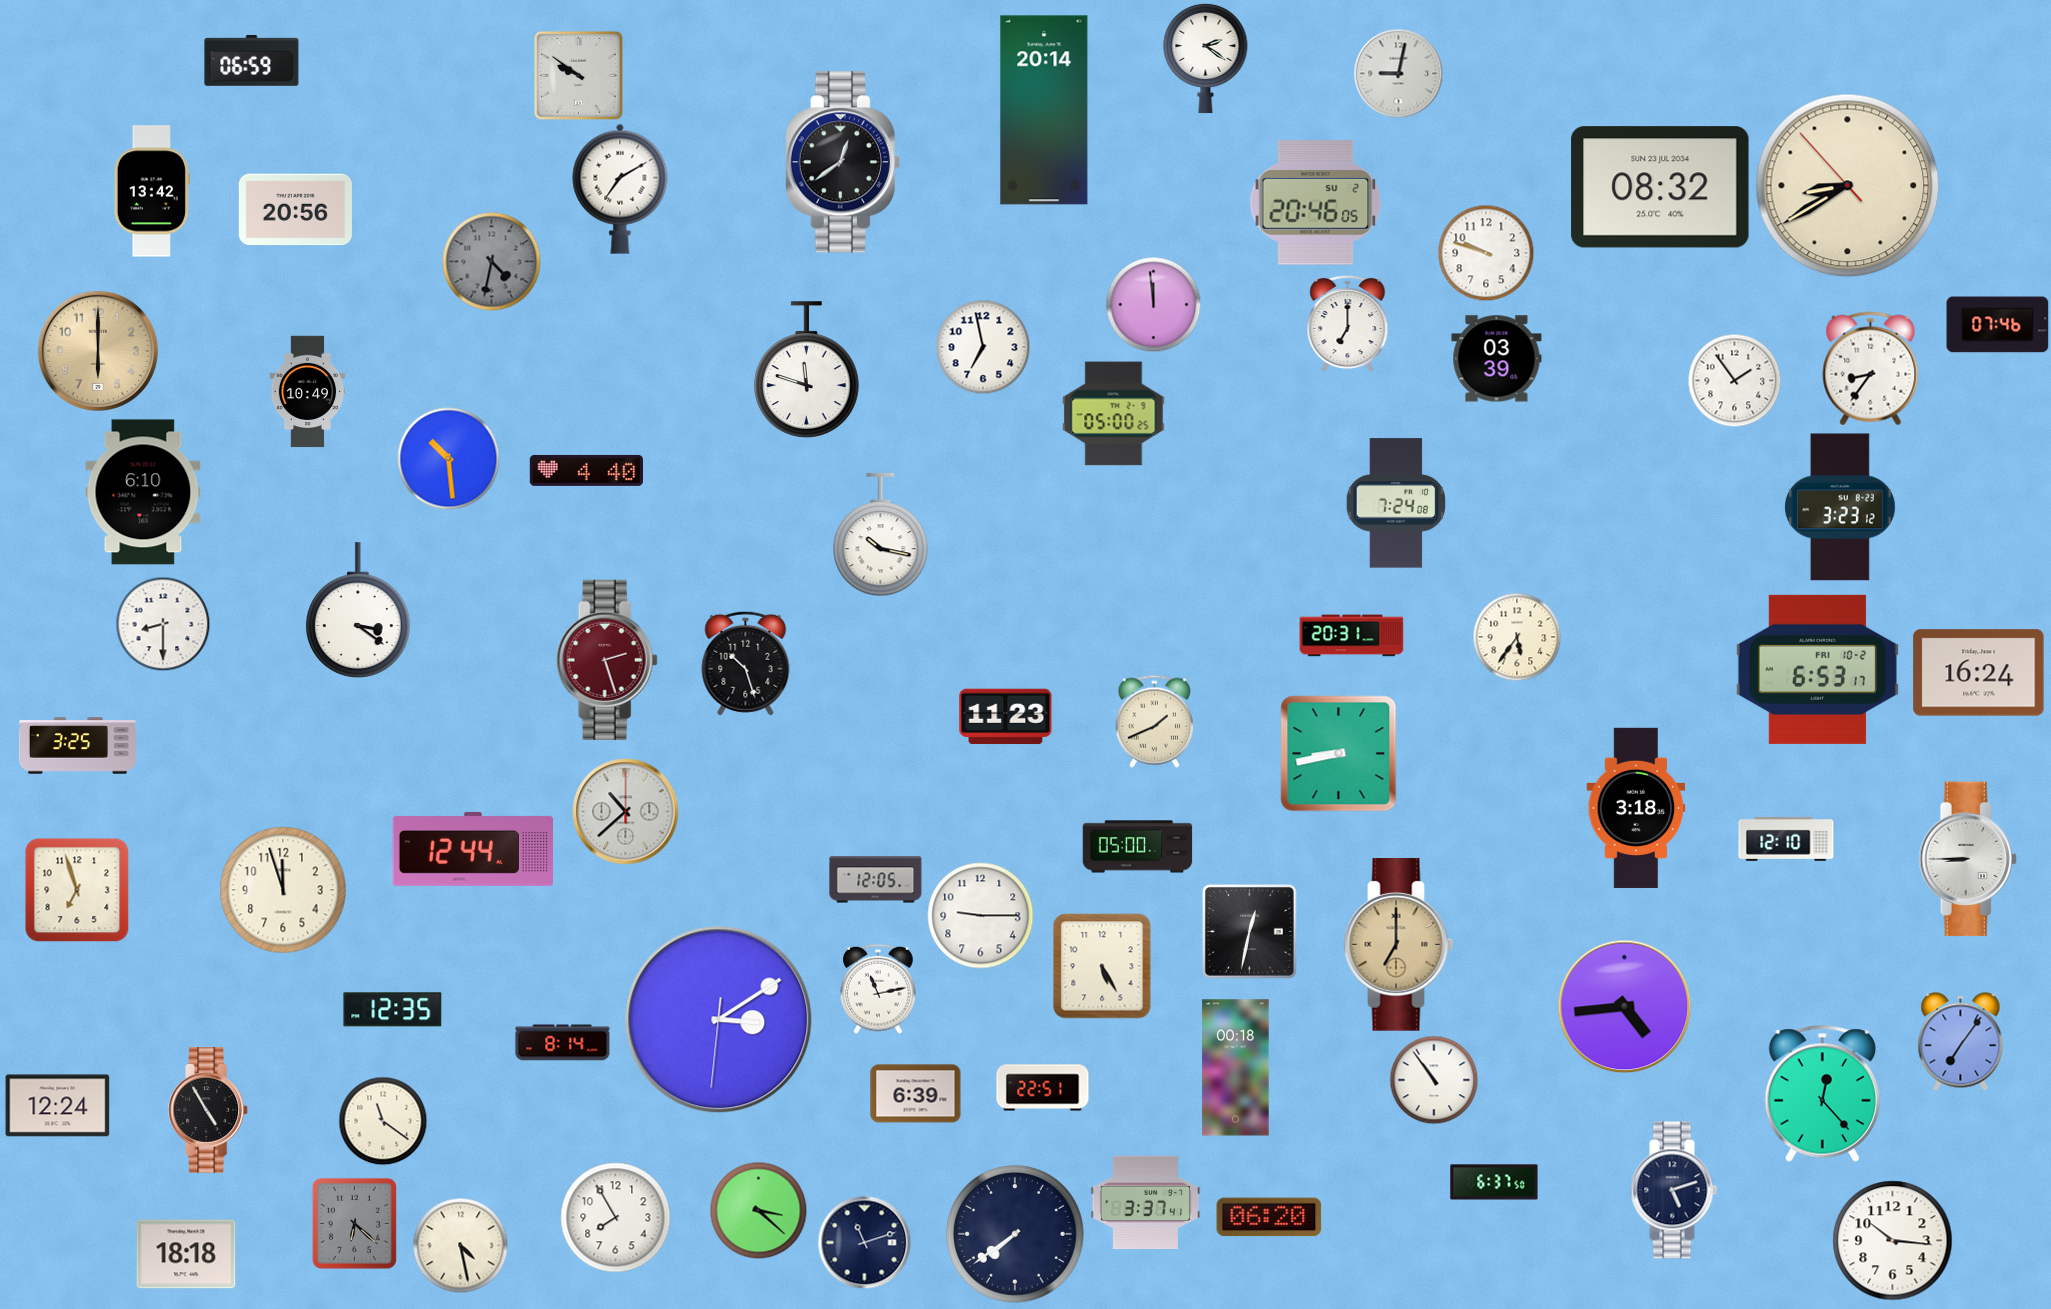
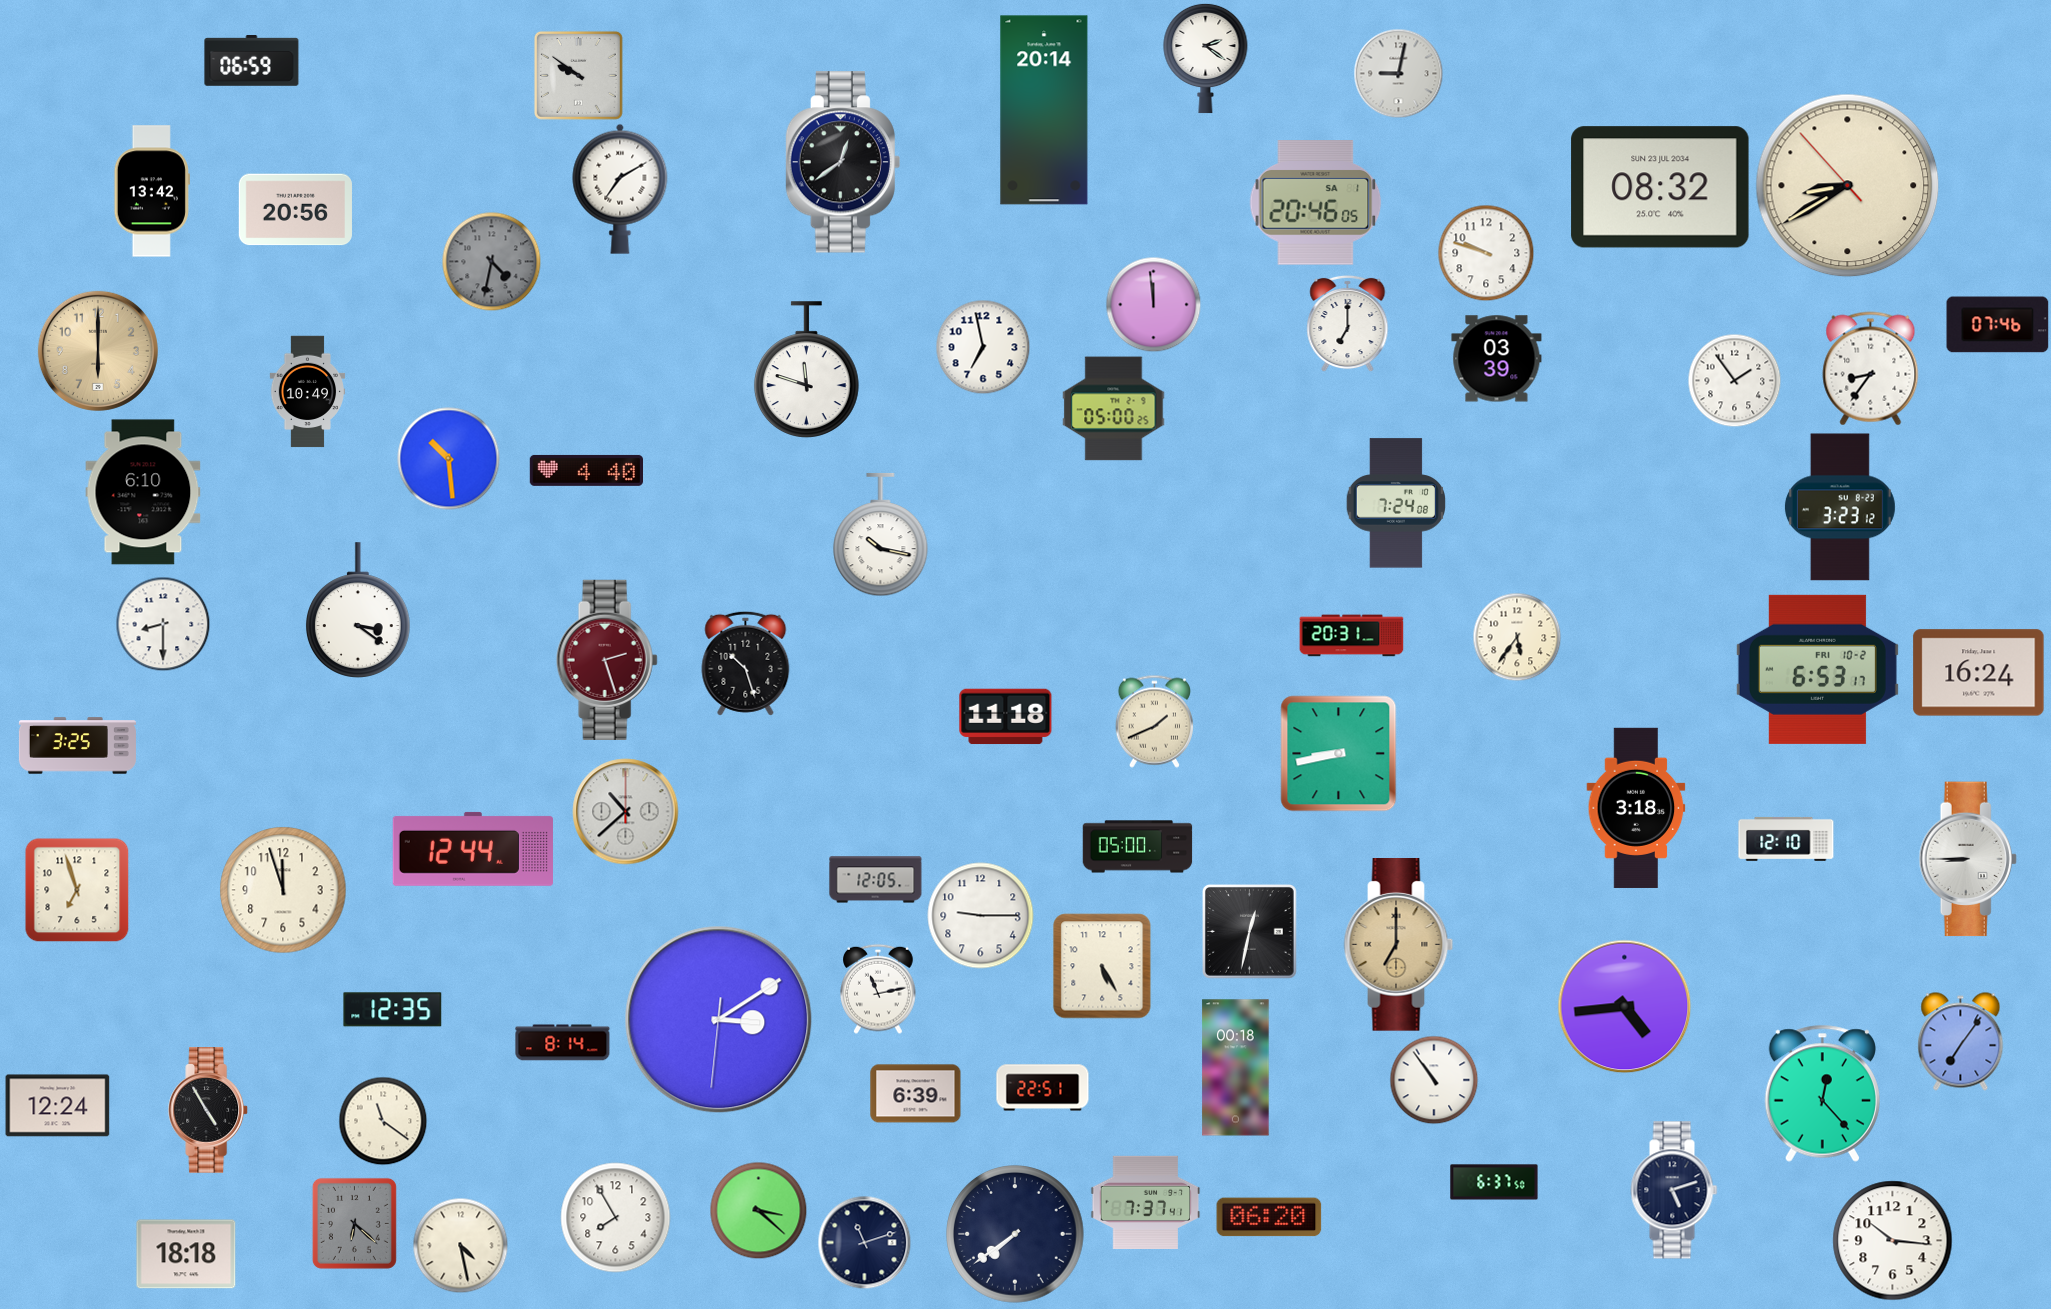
clock at (1316, 203) date: SU 2 -> SA 1
clock at (1114, 414) position: (1114, 414) -> (1114, 409)
clock at (1006, 717): 11:23 -> 11:18
clock at (1146, 1202): 3:37 -> 7:37
